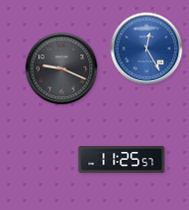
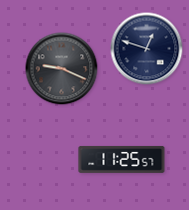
clock at (147, 49): 12:25 -> 12:48
clock at (147, 49) dial: blue -> navy
